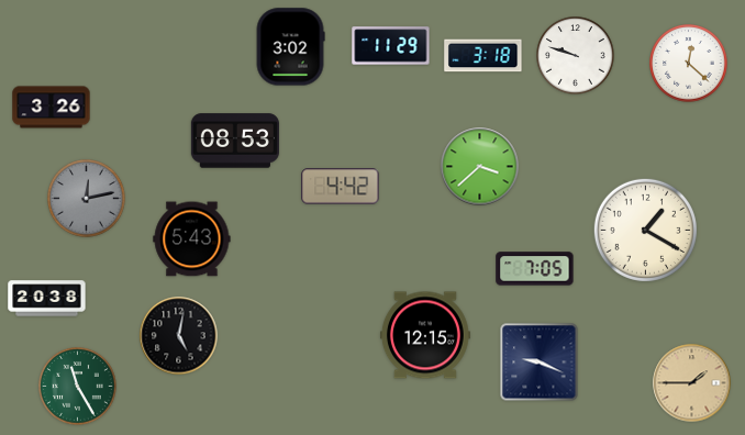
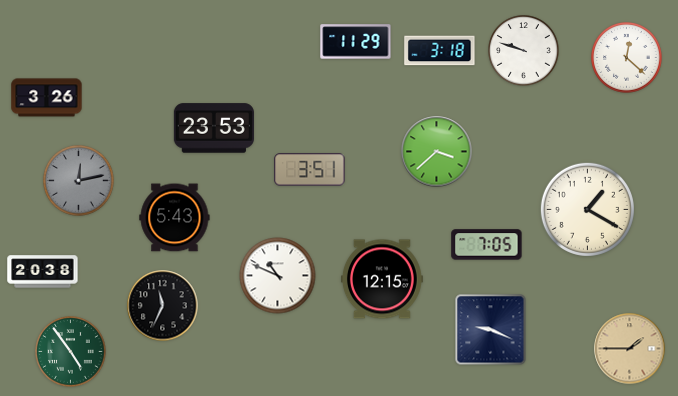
clock at (290, 47): 3:02 -> none
clock at (235, 141): 08:53 -> 23:53
clock at (341, 187): 4:42 -> 3:51
clock at (278, 276): none -> 10:49
clock at (425, 335) position: (425, 335) -> (382, 279)
clock at (179, 336): 5:02 -> 11:34
clock at (78, 387): 11:25 -> 4:54
